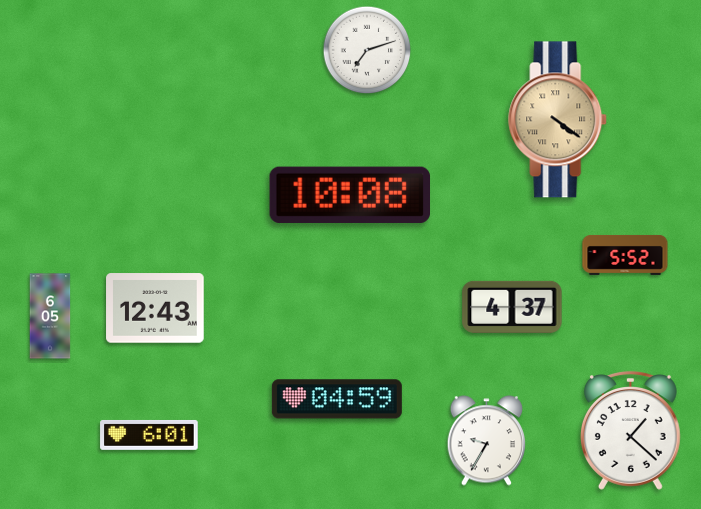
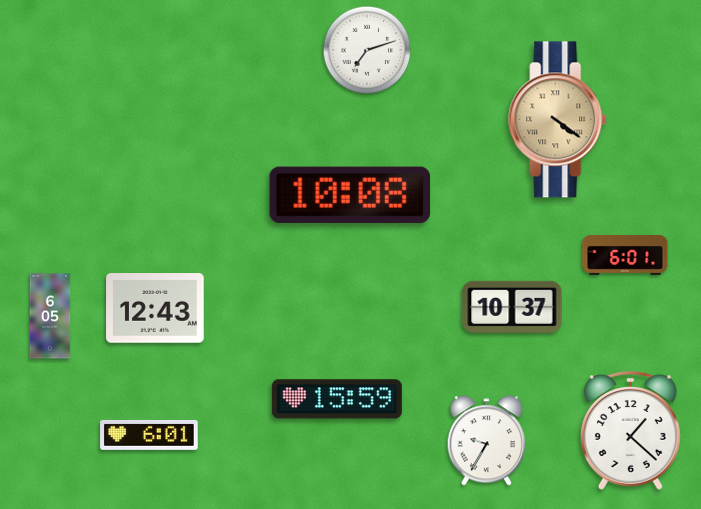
clock at (625, 255): 5:52 -> 6:01
clock at (512, 307): 4:37 -> 10:37
clock at (337, 399): 04:59 -> 15:59
